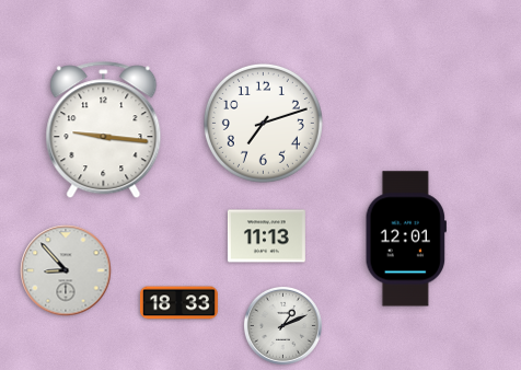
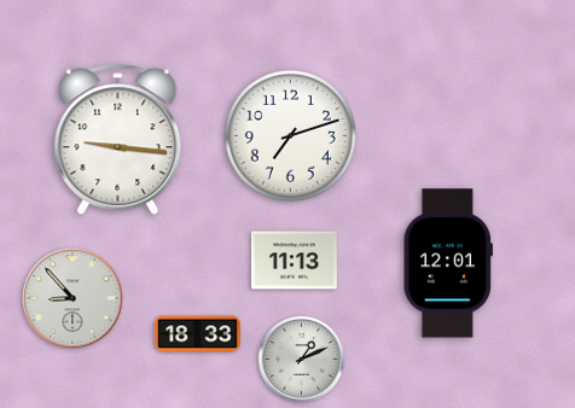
clock at (104, 130) position: (104, 130) -> (118, 140)
clock at (282, 325) position: (282, 325) -> (301, 359)
